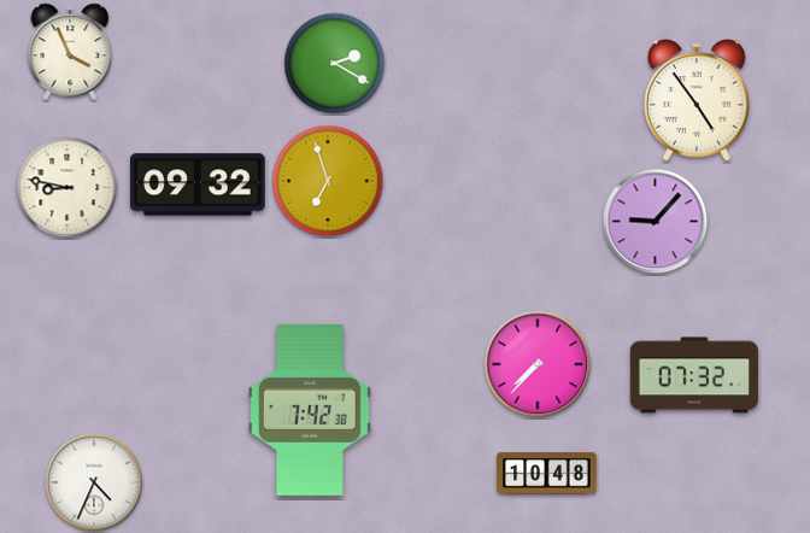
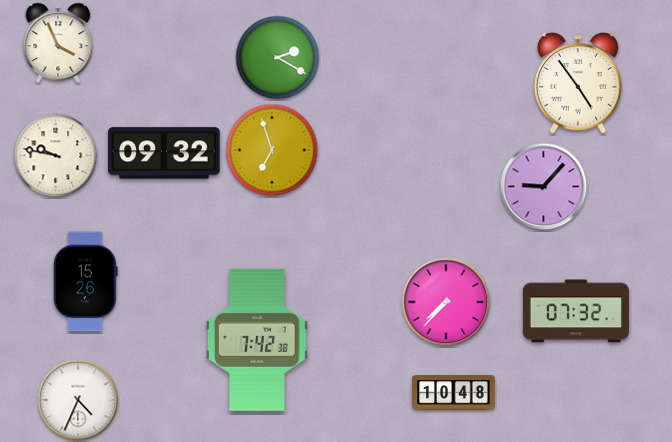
clock at (335, 64) position: (335, 64) -> (278, 58)
clock at (67, 188): 8:47 -> 9:47
clock at (656, 222) position: (656, 222) -> (544, 187)
clock at (86, 282): none -> 15:26
